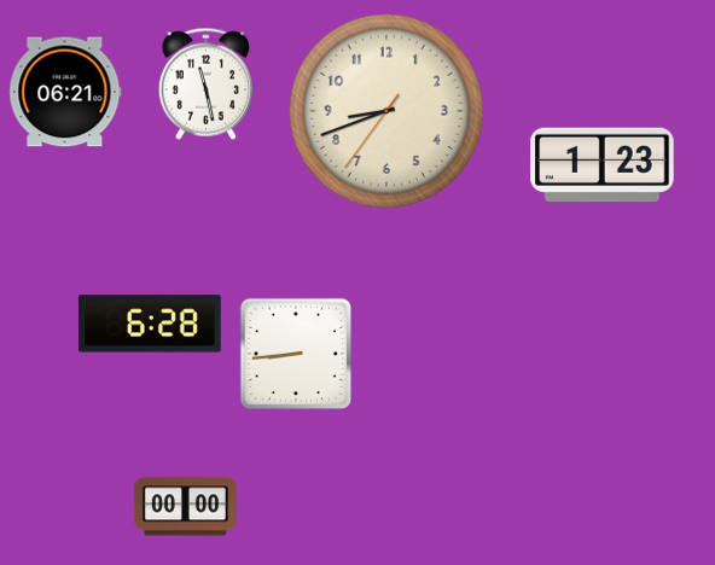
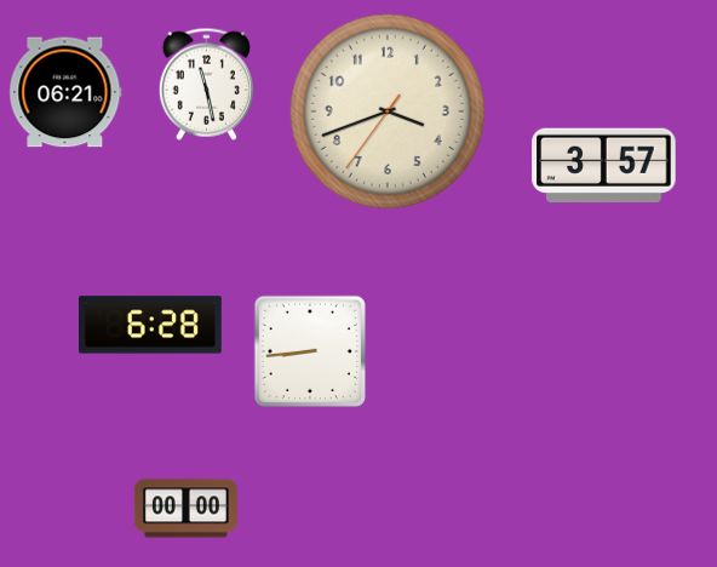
clock at (386, 111): 8:41 -> 3:41
clock at (603, 165): 1:23 -> 3:57
clock at (296, 354) position: (296, 354) -> (310, 351)
